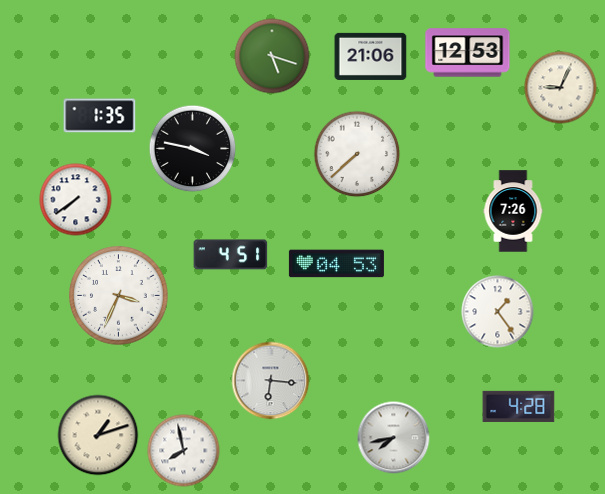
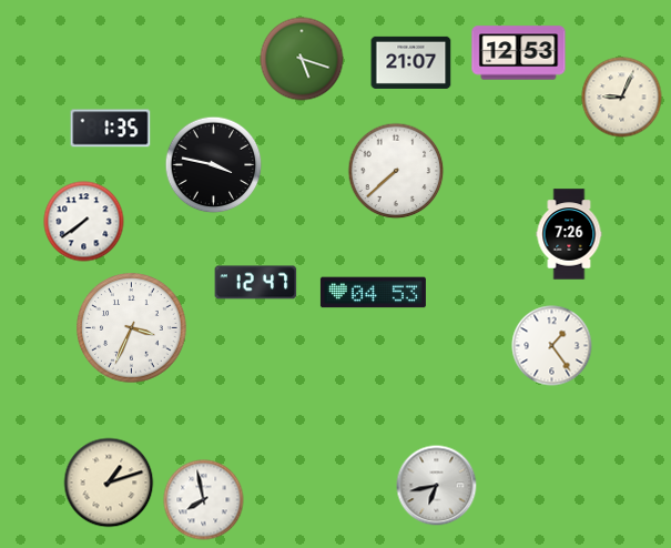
clock at (468, 53) position: (468, 53) -> (519, 53)
clock at (272, 56) position: (272, 56) -> (302, 59)
clock at (371, 56): 21:06 -> 21:07
clock at (231, 255): 4:51 -> 12:47
clock at (271, 381): 6:16 -> none
clock at (519, 406): 4:28 -> none
clock at (394, 438): 7:43 -> 6:43
